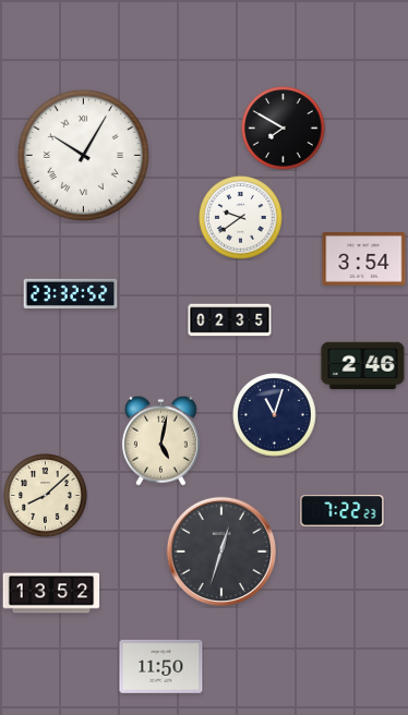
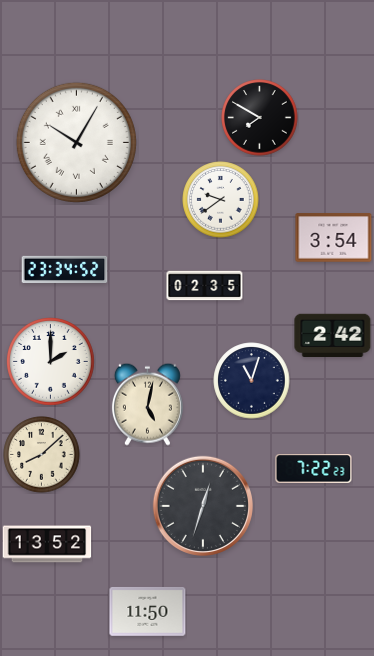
clock at (71, 293): 23:32 -> 23:34
clock at (230, 320) position: (230, 320) -> (205, 286)
clock at (363, 365): 2:46 -> 2:42
clock at (51, 362): none -> 2:00
